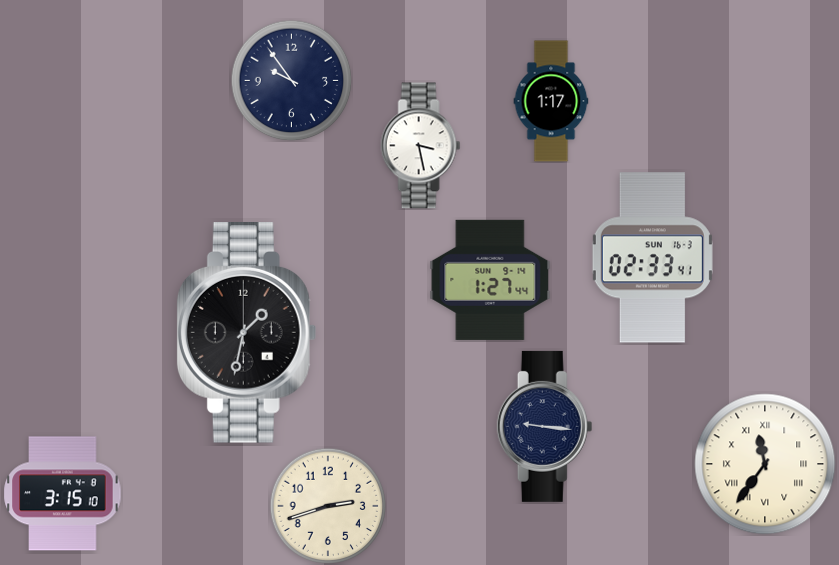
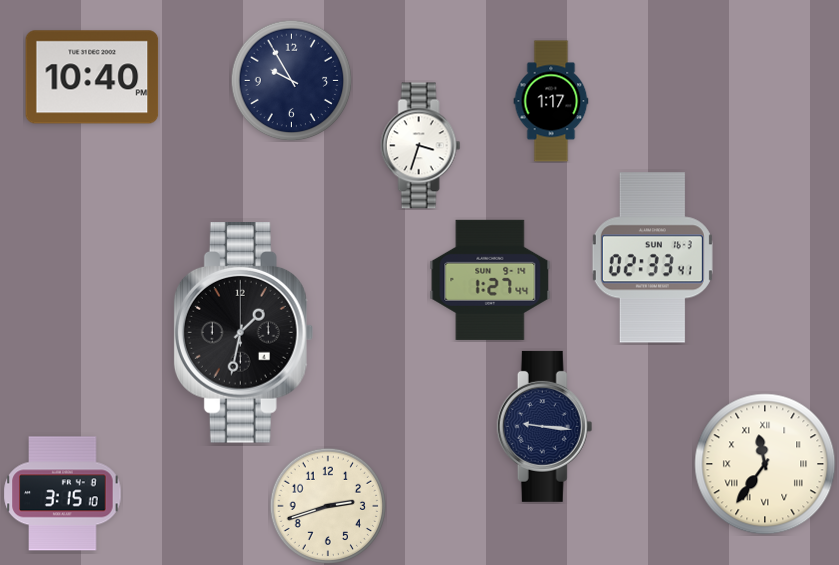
clock at (92, 77): none -> 10:40
clock at (291, 80): 9:54 -> 9:55
clock at (421, 146): 3:28 -> 3:33
clock at (247, 333) position: (247, 333) -> (244, 333)
